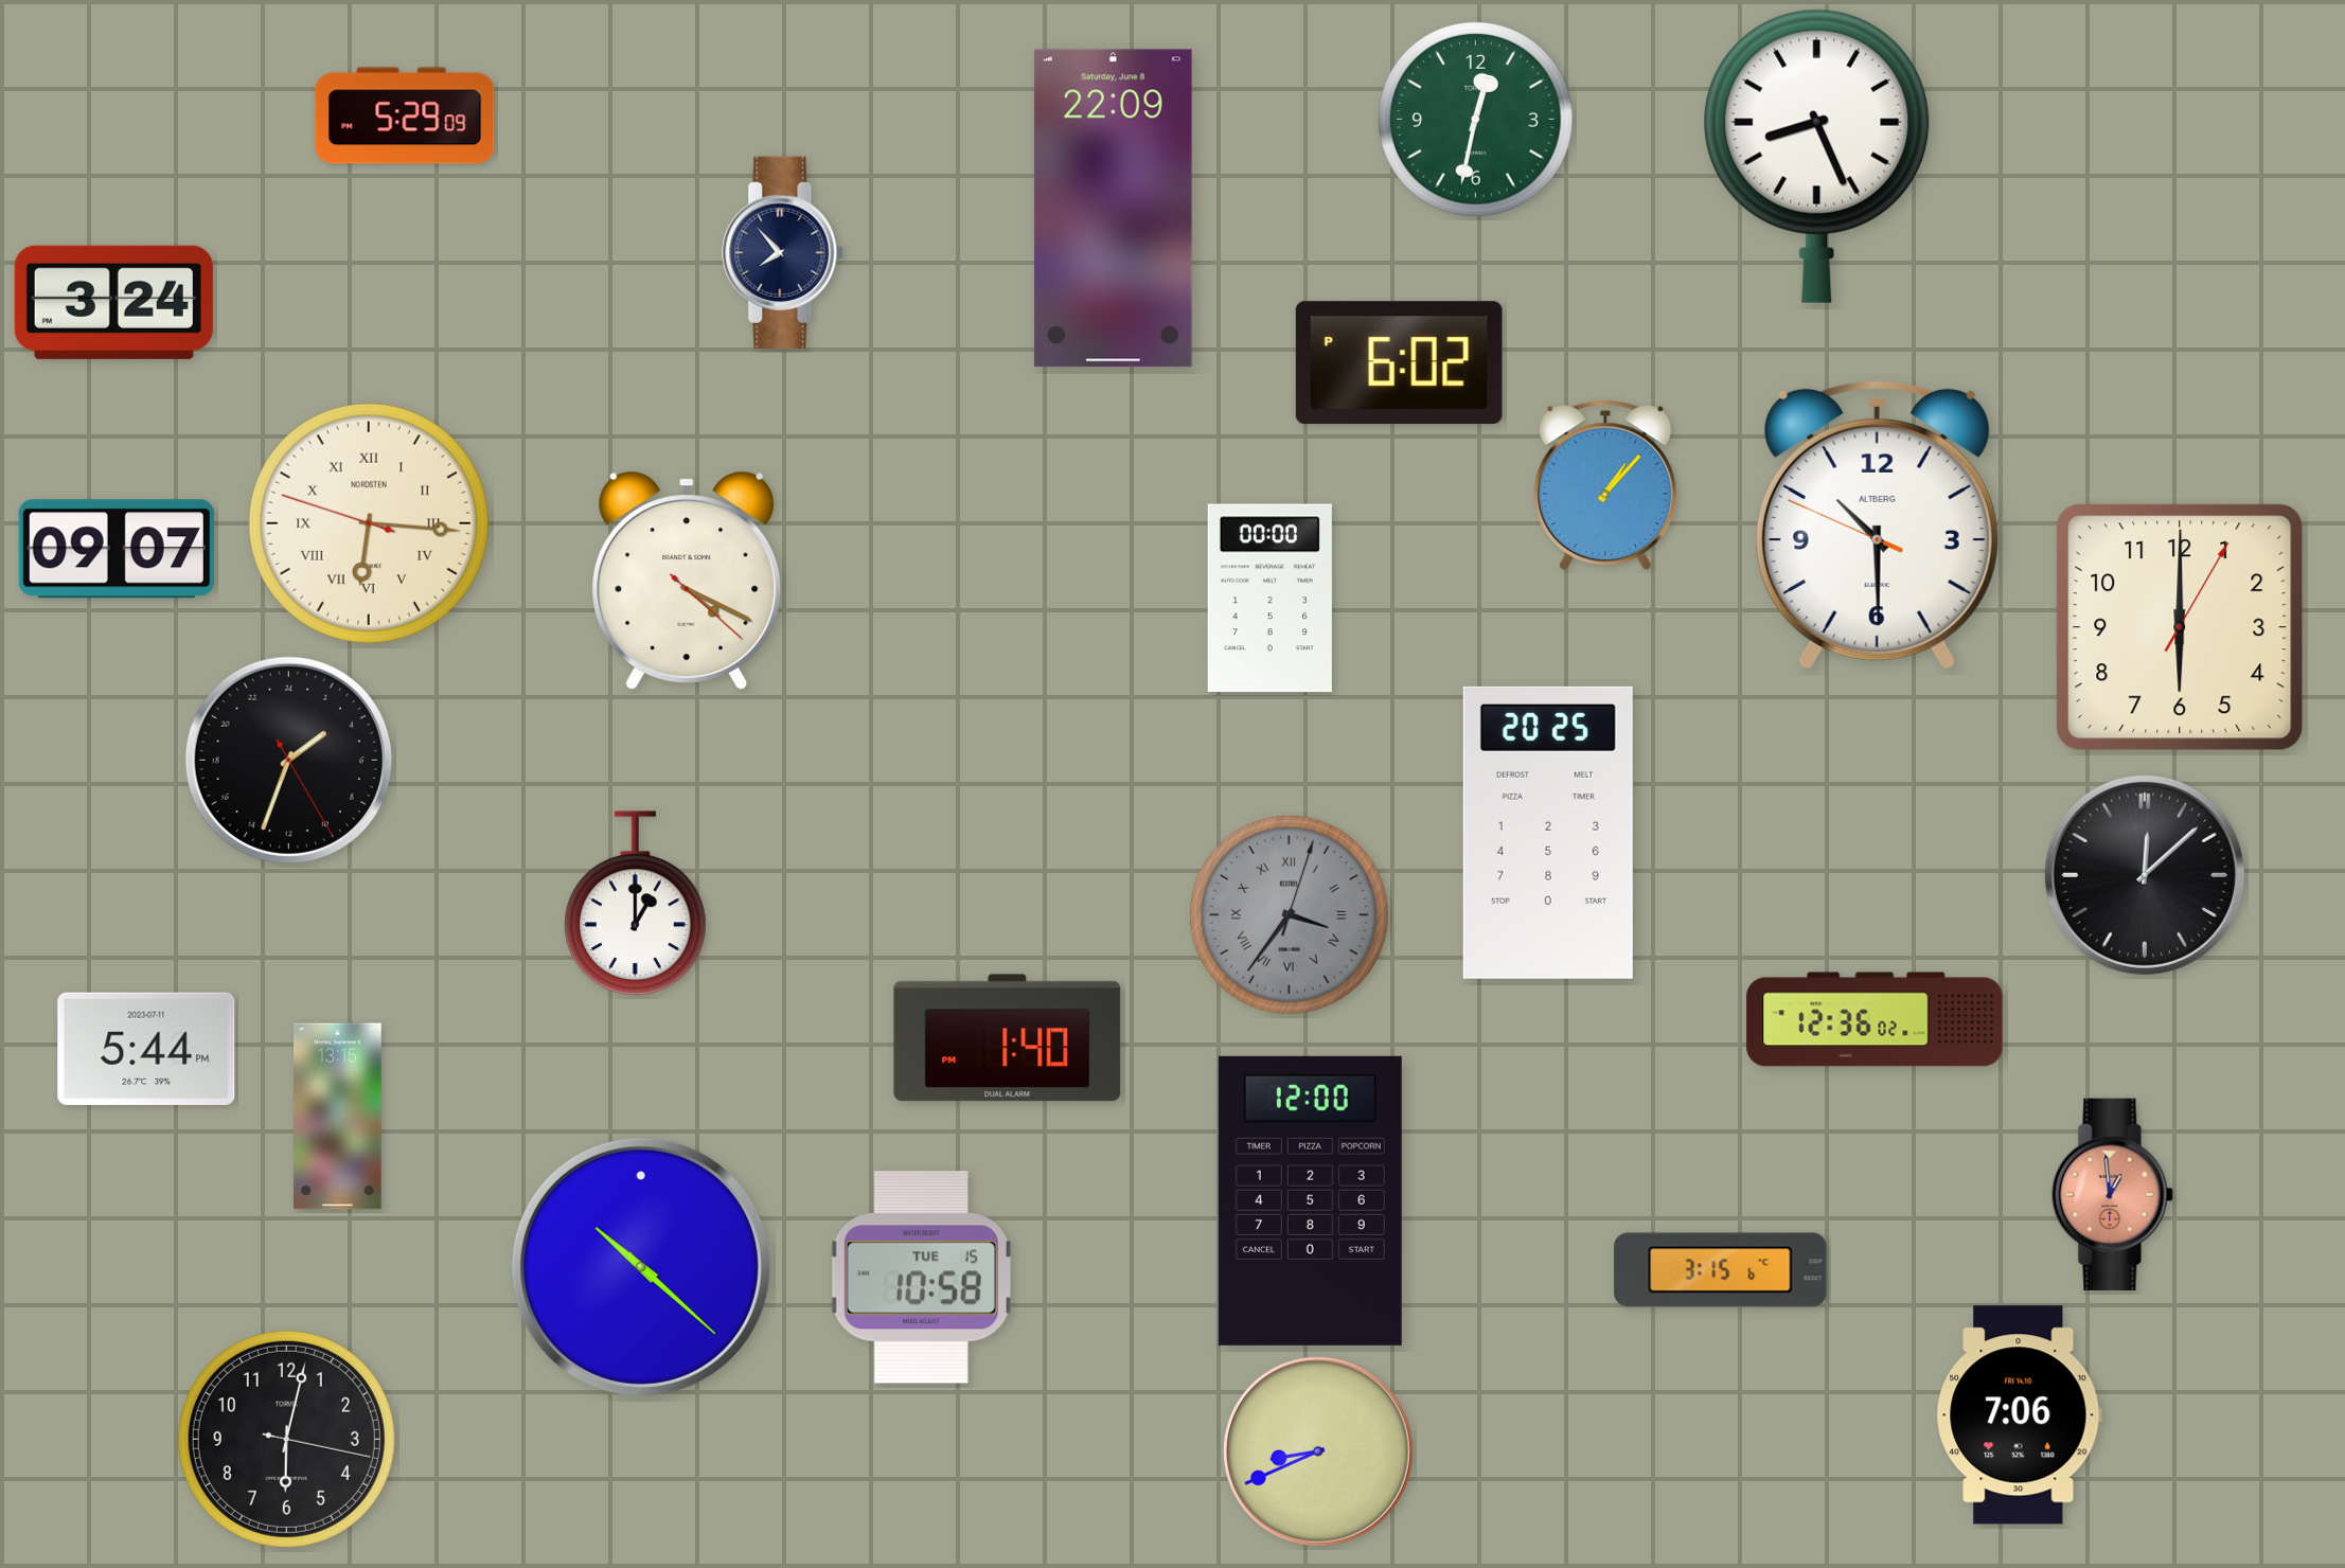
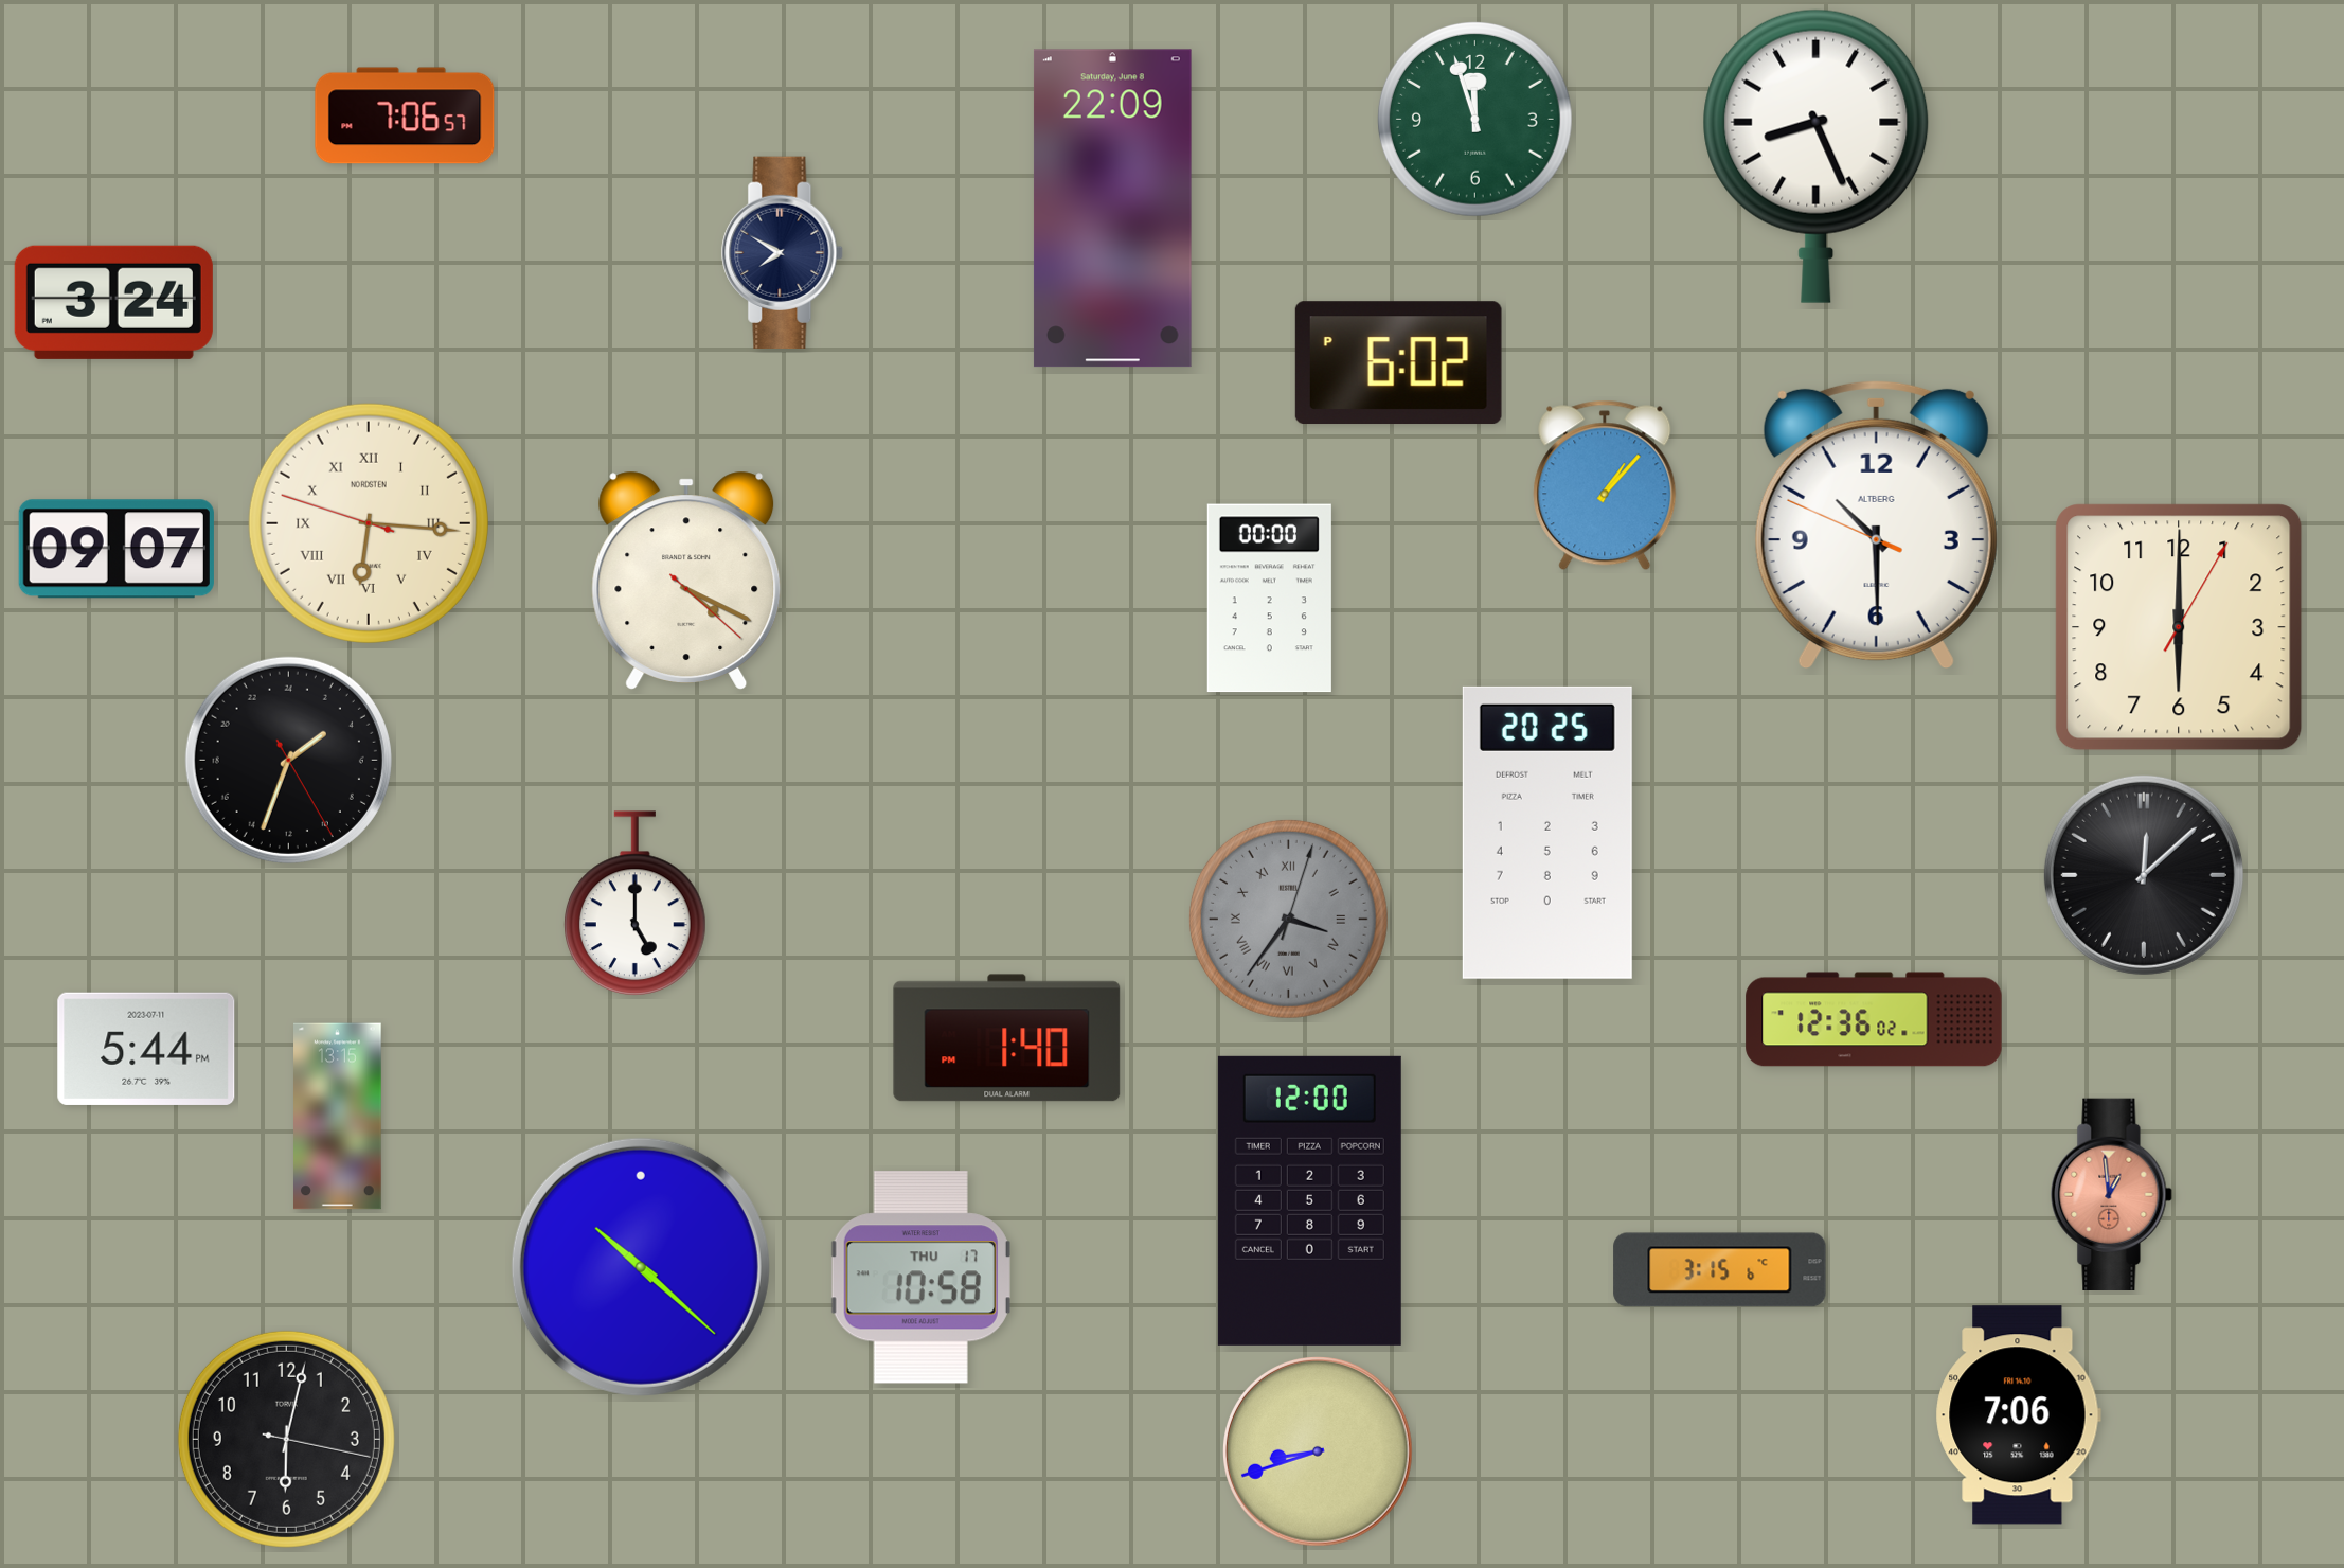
clock at (405, 115): 5:29 -> 7:06
clock at (1475, 119): 12:32 -> 11:57
clock at (783, 252): 7:53 -> 7:50
clock at (636, 904): 1:00 -> 5:00
clock at (1289, 914) position: (1289, 914) -> (1288, 919)
clock at (921, 1278) date: TUE 15 -> THU 17
clock at (1319, 1453): 8:41 -> 8:42
